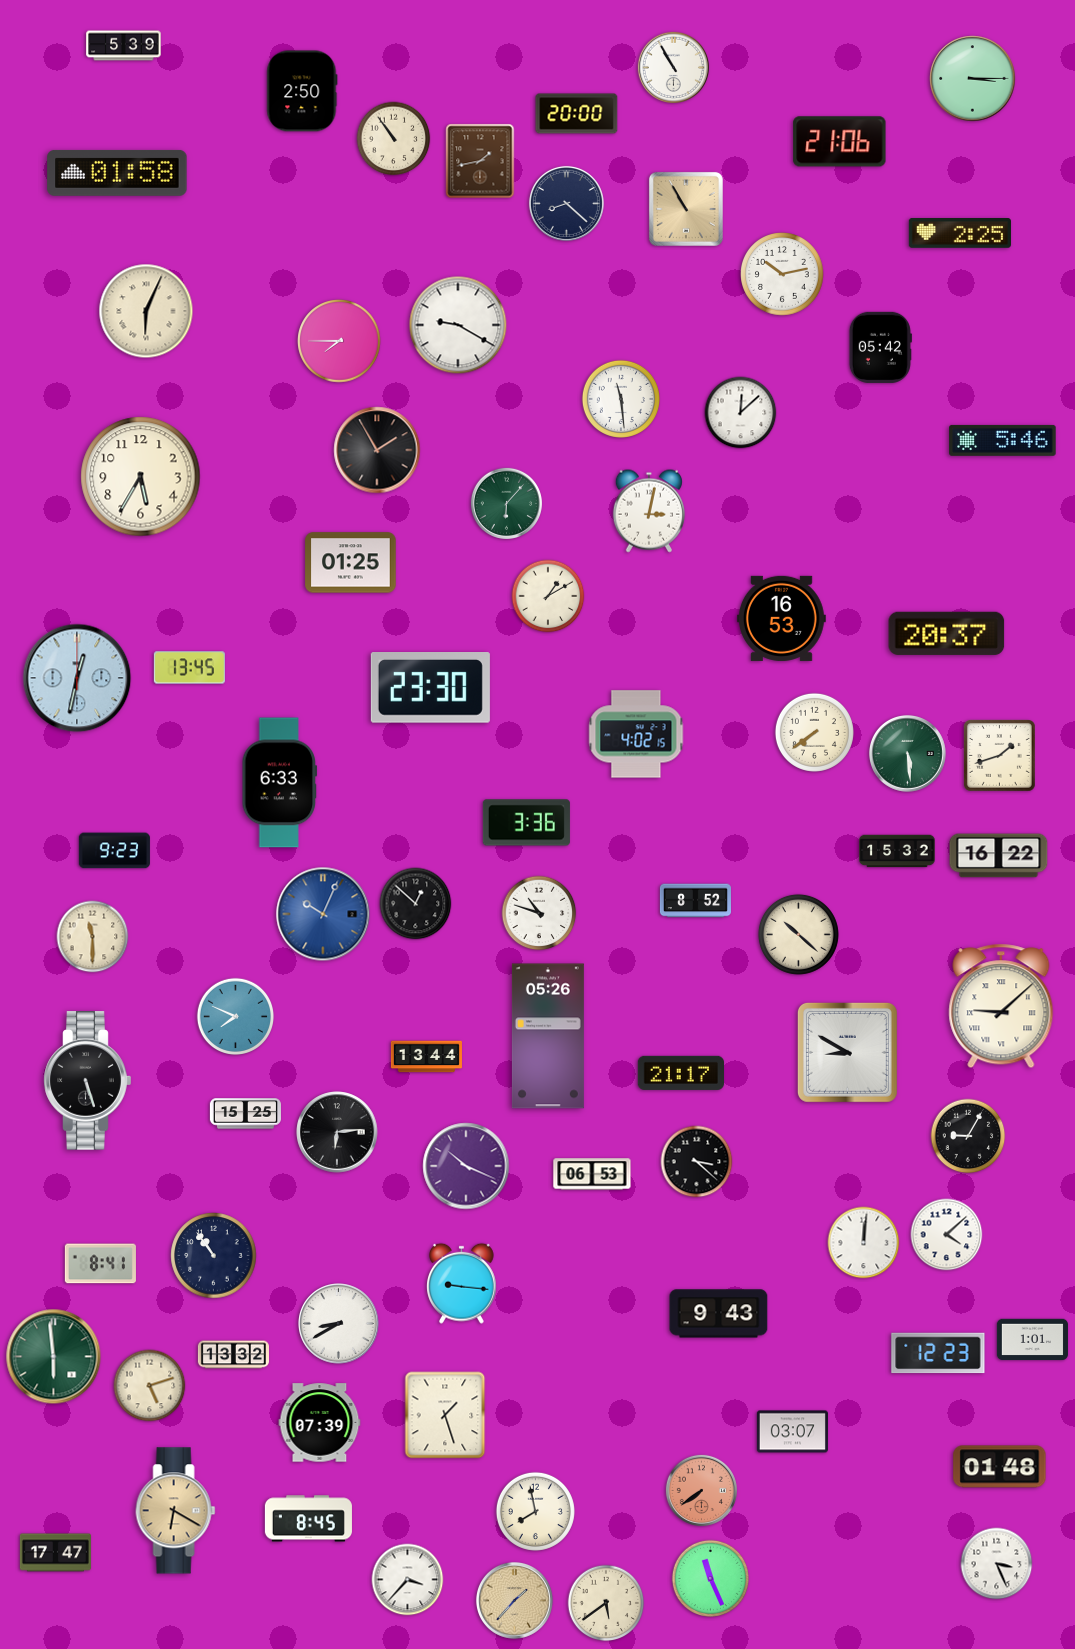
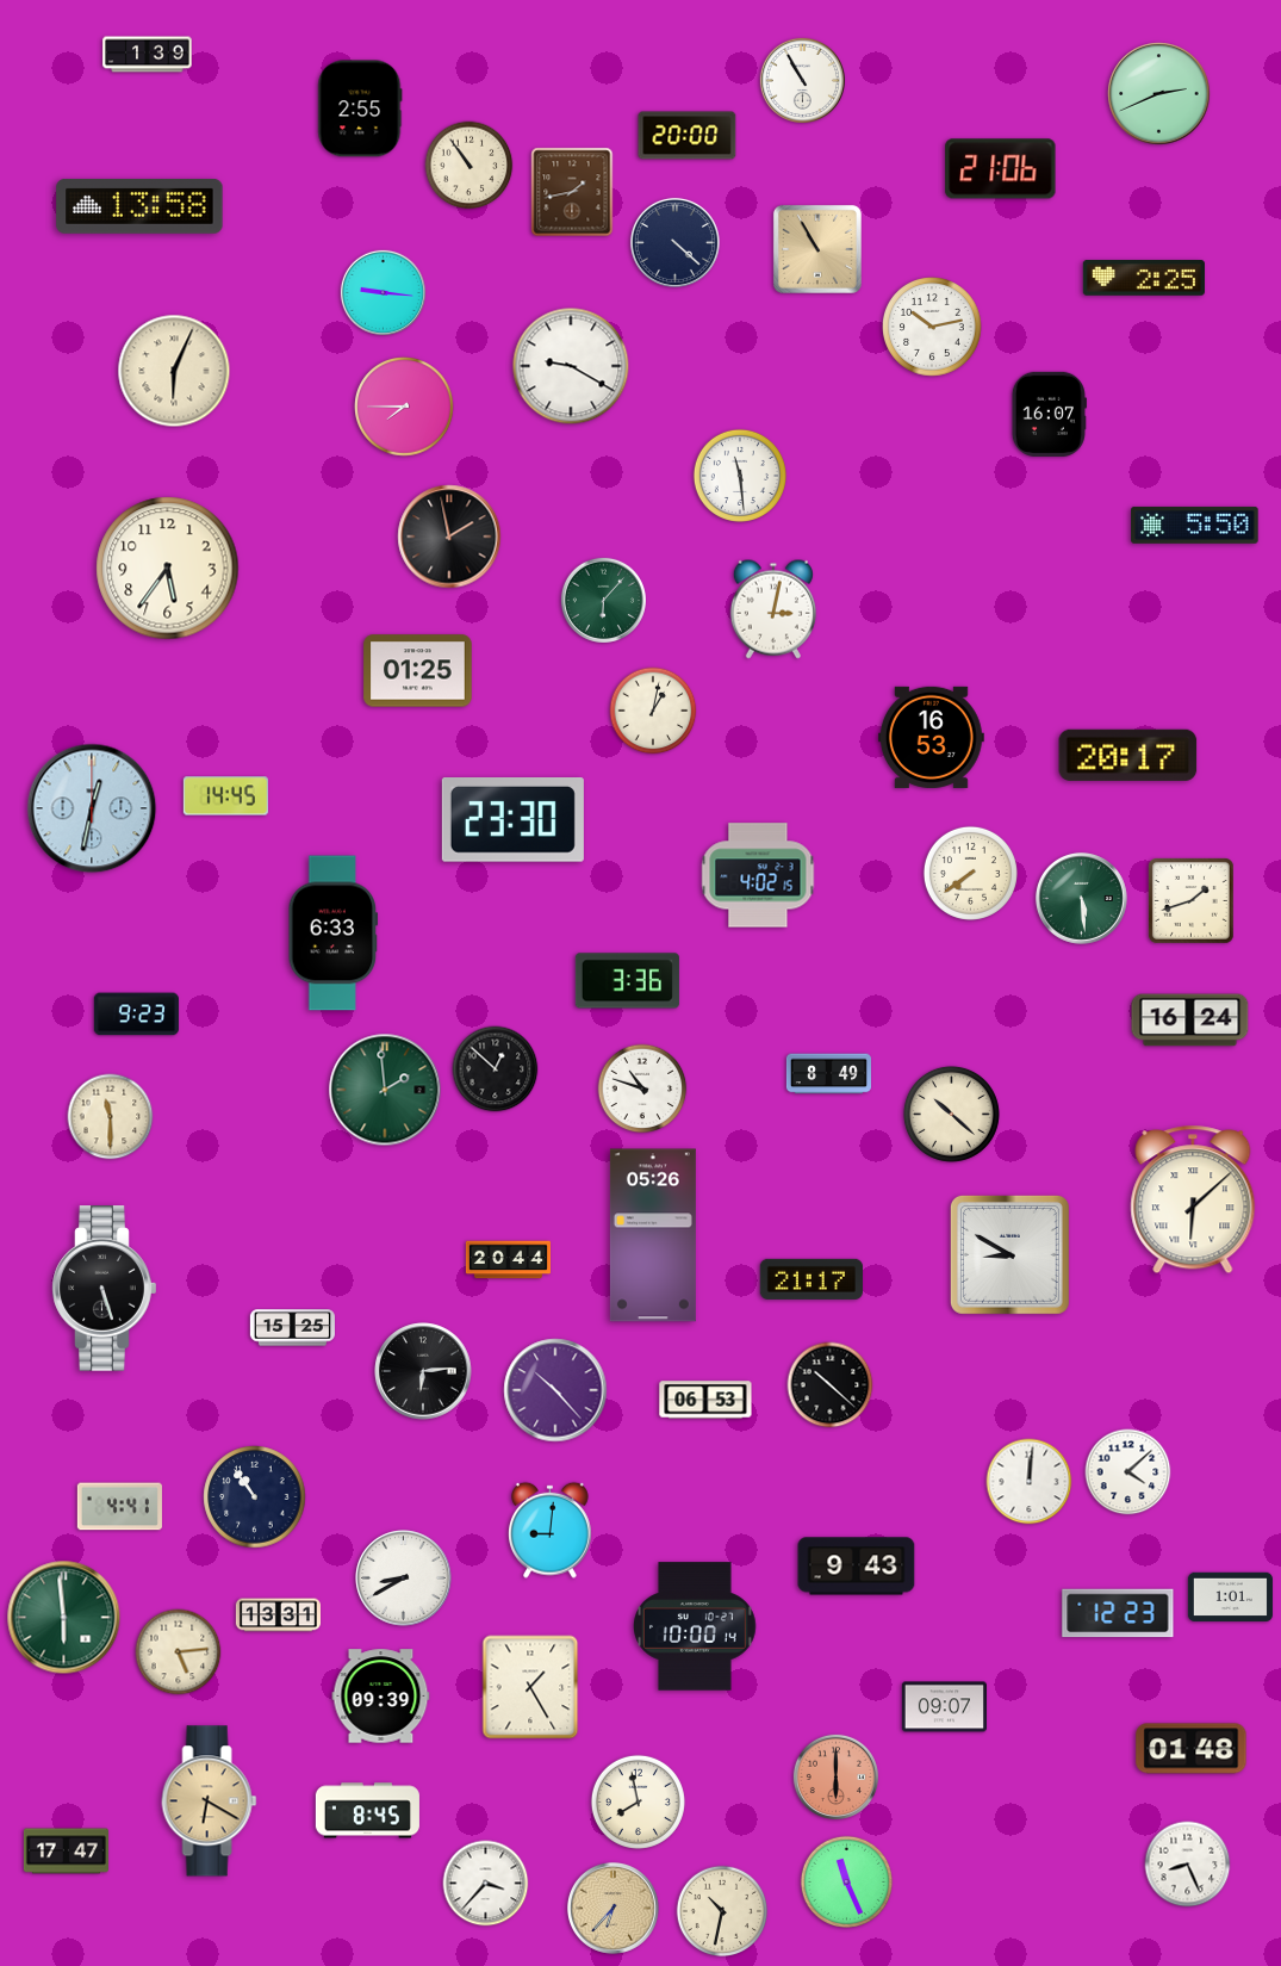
clock at (124, 46): 5:39 -> 1:39
clock at (973, 79): 3:15 -> 2:41
clock at (302, 91): 2:50 -> 2:55
clock at (117, 173): 01:58 -> 13:58
clock at (566, 203): 8:22 -> 4:22
clock at (383, 292): none -> 9:16
clock at (458, 325) position: (458, 325) -> (571, 366)
clock at (880, 347): 05:42 -> 16:07
clock at (741, 413): 12:08 -> none
clock at (1003, 440): 5:46 -> 5:50
clock at (377, 450): 1:55 -> 1:58
clock at (141, 477): 5:35 -> 5:36
clock at (548, 596): 1:10 -> 1:02
clock at (947, 633): 20:37 -> 20:17
clock at (189, 668): 13:45 -> 14:45
clock at (897, 851): 15:32 -> none
clock at (999, 856): 16:22 -> 16:24
clock at (695, 901): 8:52 -> 8:49
clock at (416, 904) position: (416, 904) -> (496, 1069)
clock at (323, 914): 10:04 -> 1:59
clock at (323, 914) dial: blue -> green
clock at (1001, 1006): 9:08 -> 6:08
clock at (235, 1016): 7:49 -> none
clock at (426, 1057): 13:44 -> 20:44
clock at (337, 1132) position: (337, 1132) -> (423, 1371)
clock at (968, 1136): 9:05 -> none
clock at (697, 1162): 3:22 -> 10:22
clock at (466, 1166): 10:19 -> 10:23
clock at (100, 1264): 8:41 -> 4:41
clock at (462, 1283): 9:16 -> 9:01
clock at (233, 1355): 13:32 -> 13:31
clock at (696, 1626): none -> 10:00
clock at (150, 1386): 5:12 -> 5:14
clock at (445, 1415): 1:27 -> 1:25
clock at (320, 1423): 07:39 -> 09:39
clock at (792, 1432): 03:07 -> 09:07
clock at (701, 1490): 7:39 -> 6:00
clock at (997, 1564): 3:26 -> 8:26
clock at (514, 1600): 1:37 -> 6:37
clock at (606, 1603): 5:39 -> 10:32
